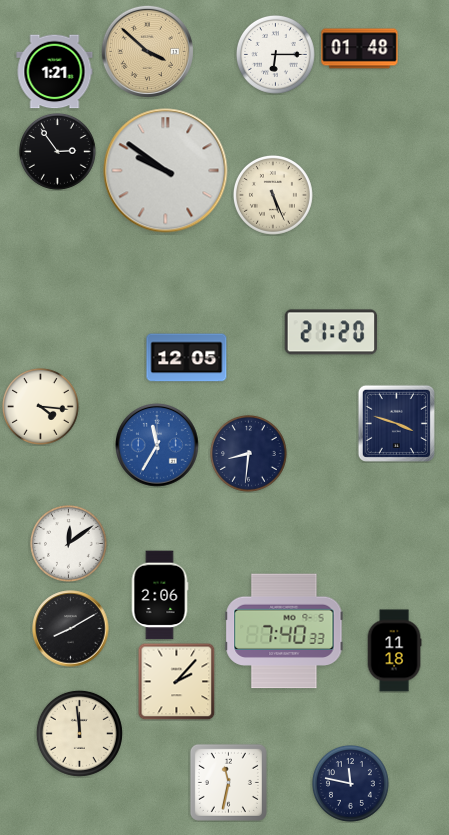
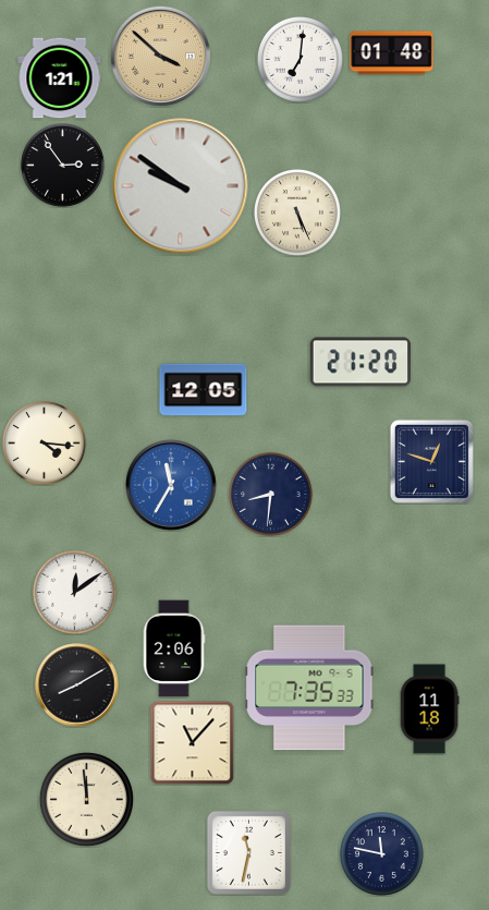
clock at (275, 54): 6:15 -> 7:01
clock at (396, 423): 3:48 -> 12:48
clock at (284, 631): 7:40 -> 7:35
clock at (176, 681): 2:07 -> 11:07
